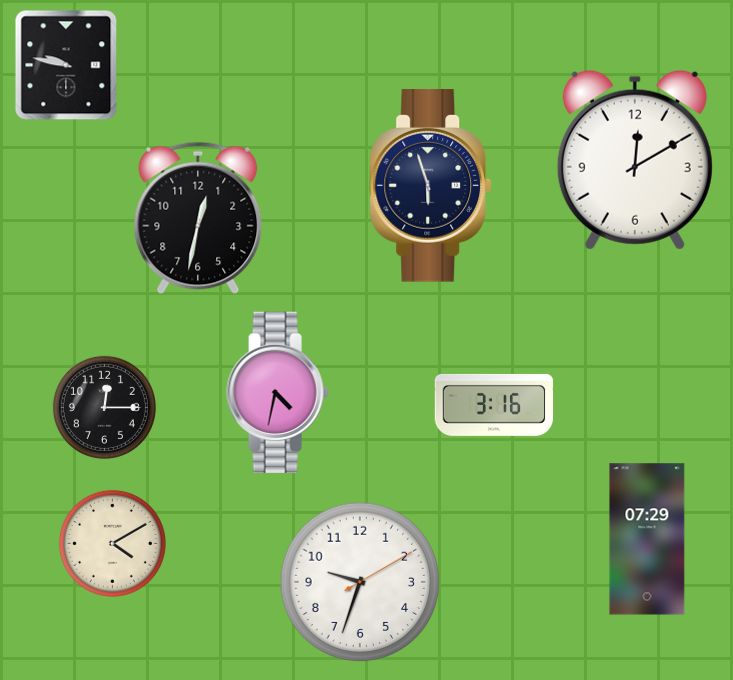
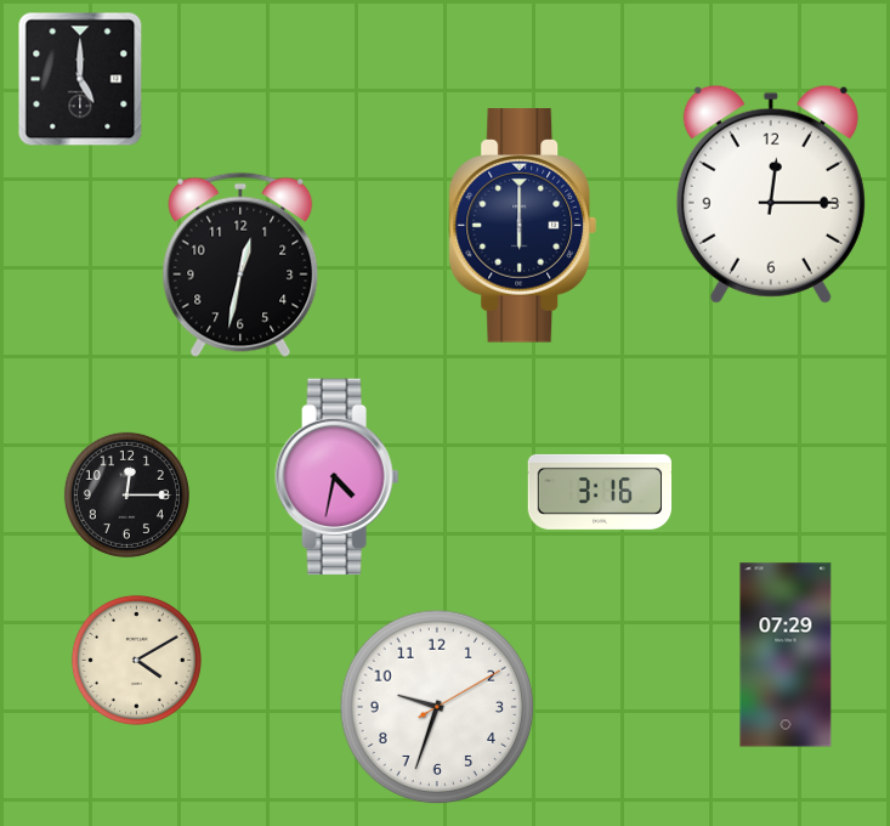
clock at (66, 65): 9:47 -> 5:00
clock at (635, 160): 12:10 -> 12:15
clock at (431, 186): 5:57 -> 6:00
